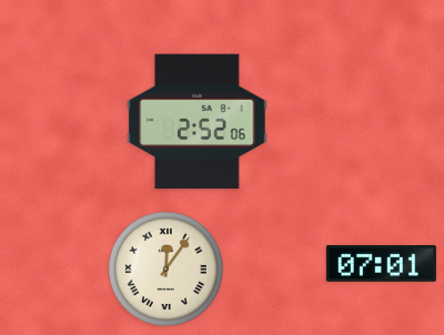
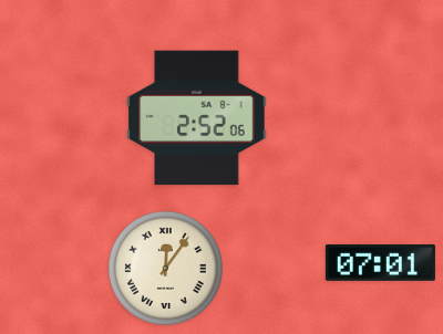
clock at (198, 122) position: (198, 122) -> (197, 118)
